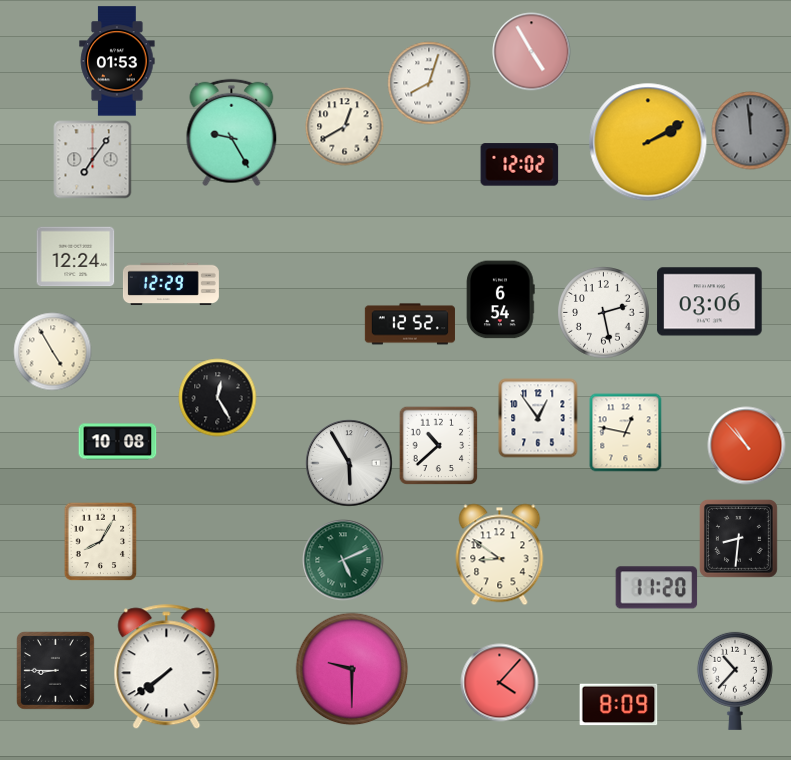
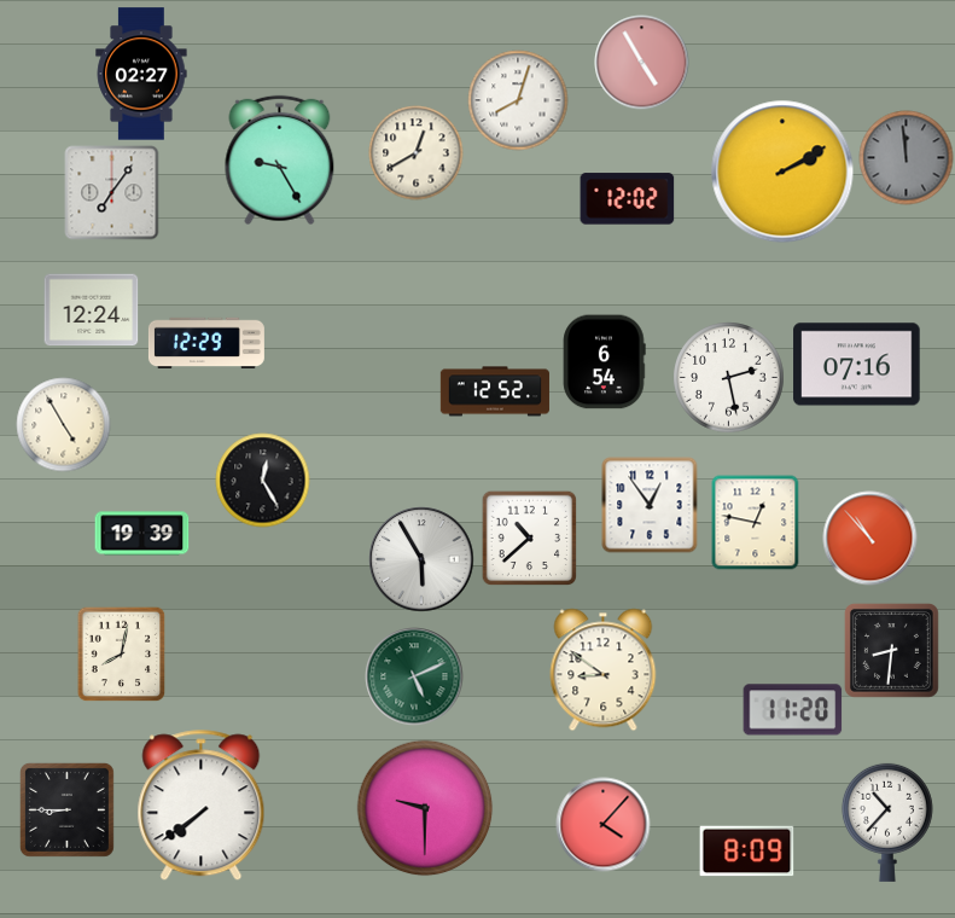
clock at (117, 61): 01:53 -> 02:27
clock at (710, 302): 03:06 -> 07:16
clock at (117, 442): 10:08 -> 19:39
clock at (746, 445) position: (746, 445) -> (869, 538)
clock at (101, 541): 8:05 -> 8:02
